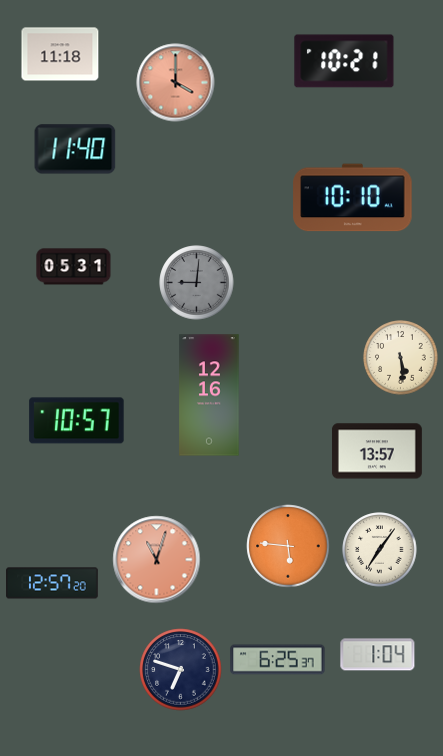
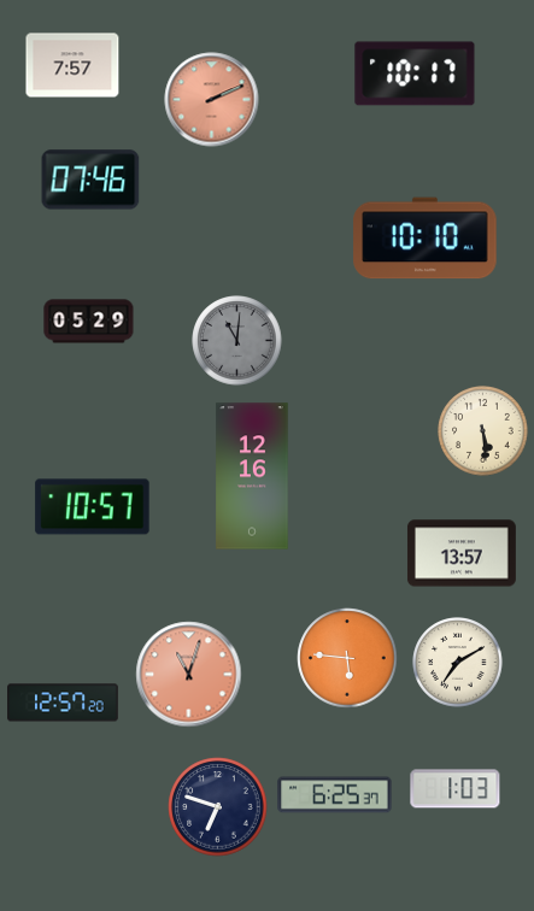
clock at (60, 54): 11:18 -> 7:57
clock at (344, 61): 10:21 -> 10:17
clock at (176, 83): 4:00 -> 2:11
clock at (75, 149): 11:40 -> 07:46
clock at (74, 267): 05:31 -> 05:29
clock at (197, 283): 9:01 -> 11:01
clock at (377, 451) position: (377, 451) -> (462, 553)
clock at (380, 550): 7:06 -> 7:10
clock at (378, 655): 1:04 -> 1:03
